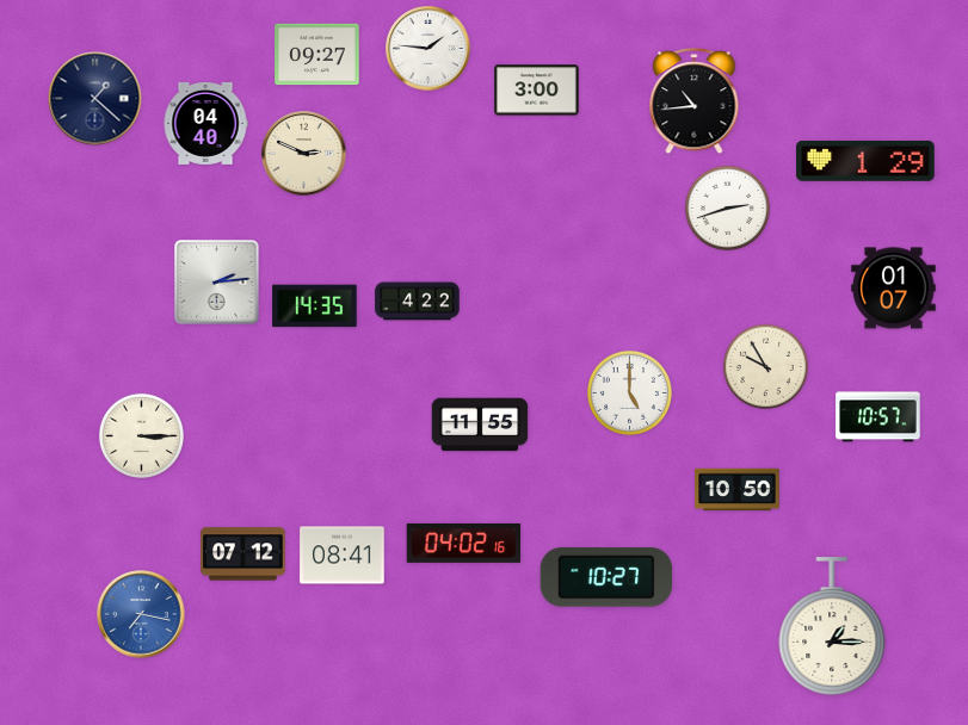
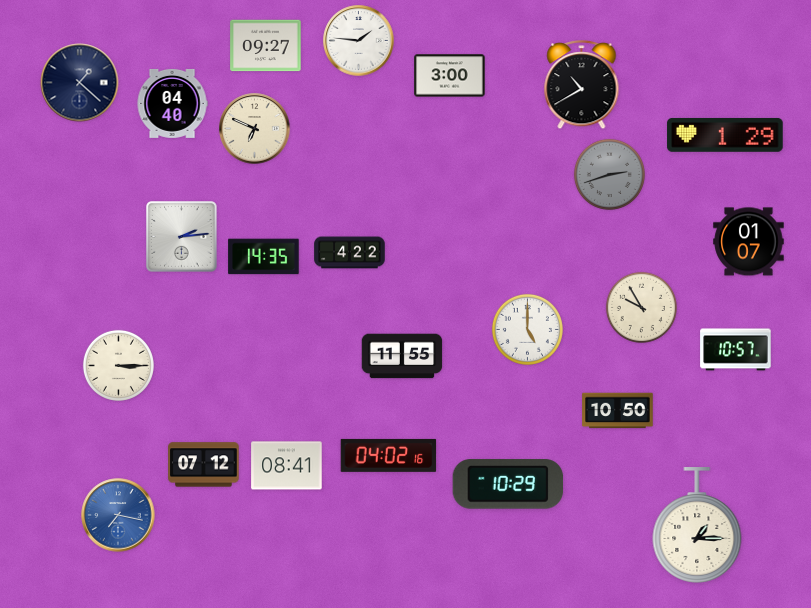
clock at (695, 101): 10:44 -> 10:40
clock at (304, 154): 2:49 -> 6:49
clock at (727, 207) dial: white -> grey
clock at (606, 577): 10:27 -> 10:29
